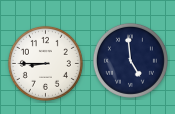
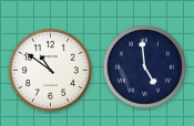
clock at (45, 63): 8:45 -> 10:51
